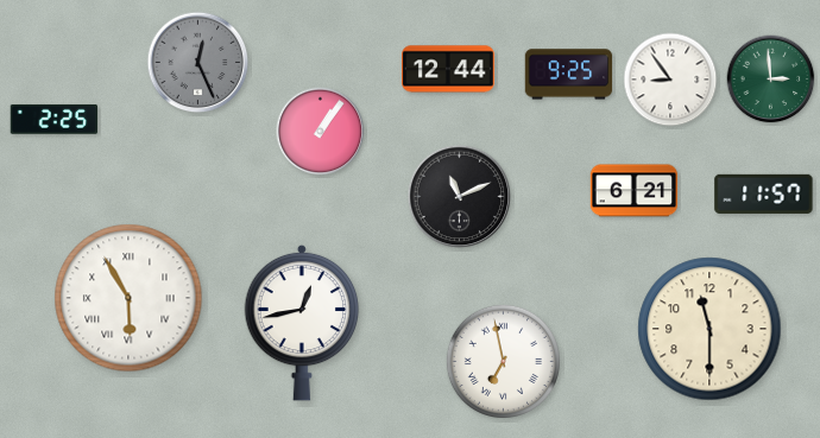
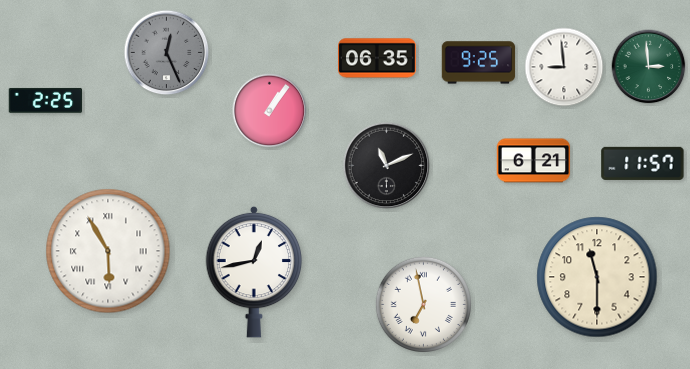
clock at (449, 69): 12:44 -> 06:35
clock at (670, 80): 8:54 -> 8:59
